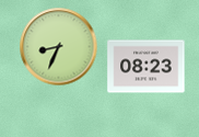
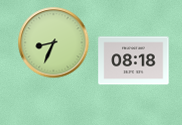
clock at (147, 67): 08:23 -> 08:18
